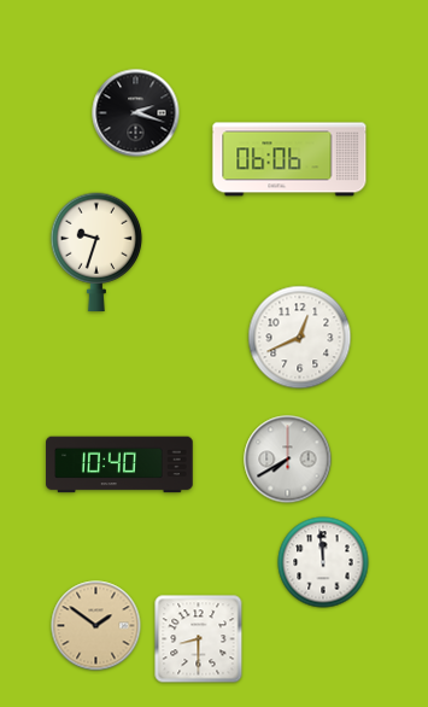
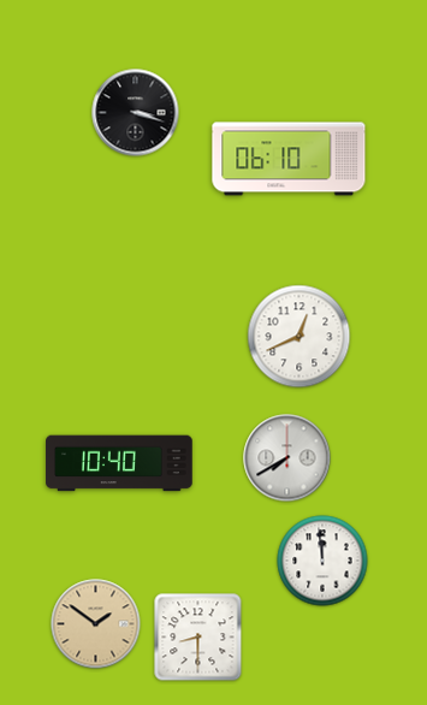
clock at (136, 113): 2:18 -> 3:18
clock at (289, 159): 06:06 -> 06:10
clock at (96, 252): 9:33 -> none
